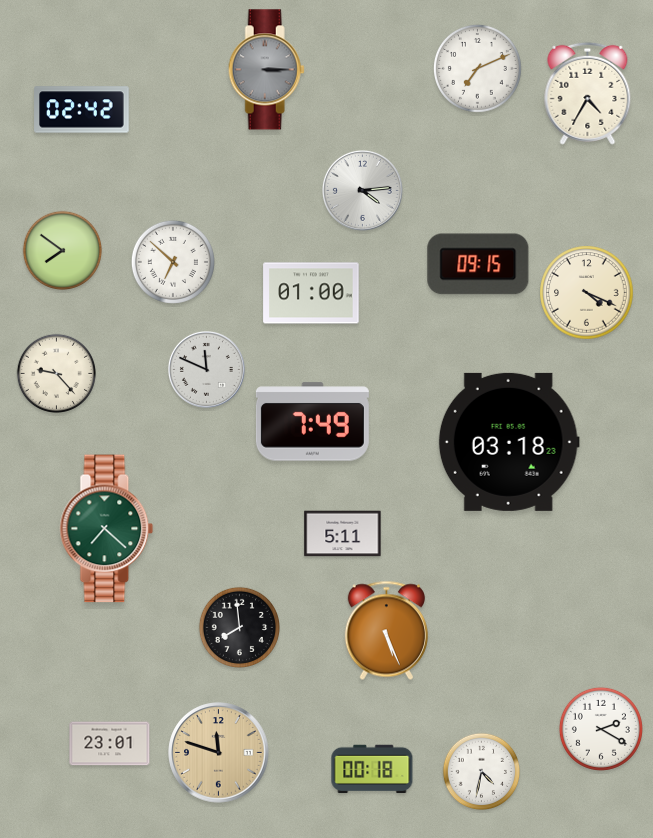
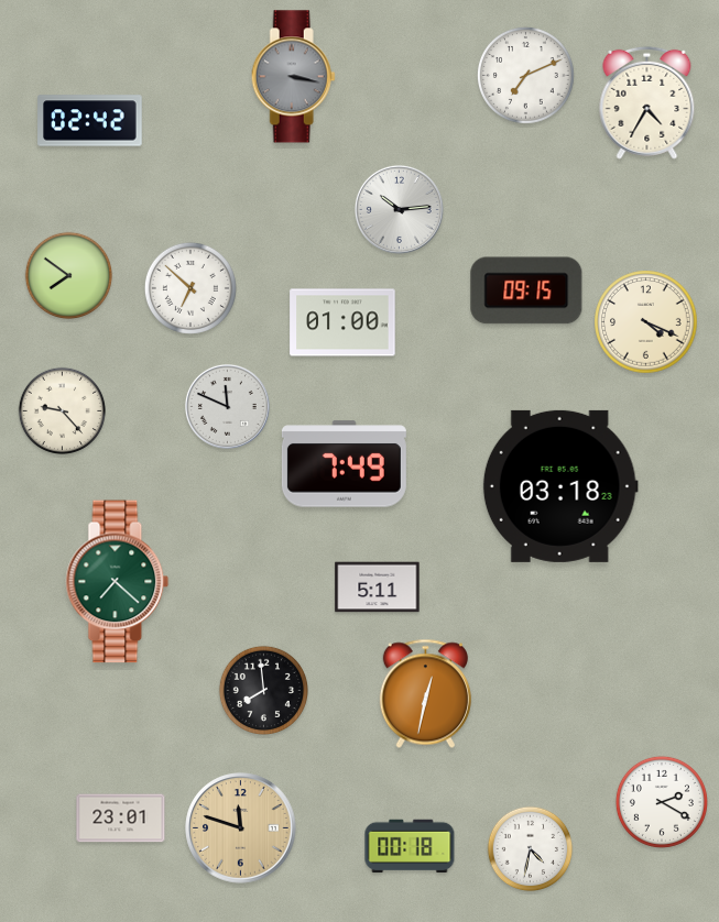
clock at (266, 70): 3:15 -> 3:17
clock at (362, 190): 4:14 -> 10:14
clock at (386, 631): 5:26 -> 12:32
